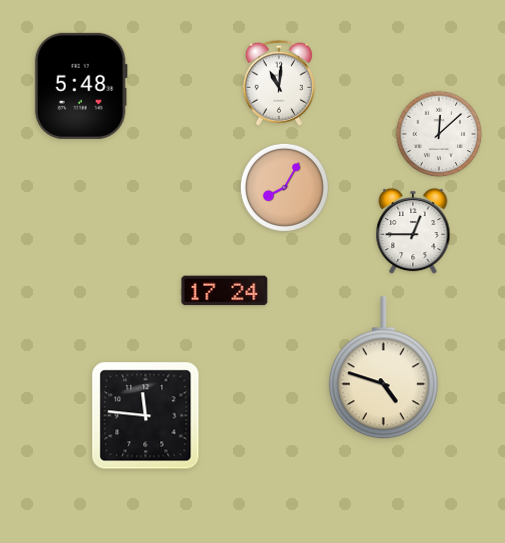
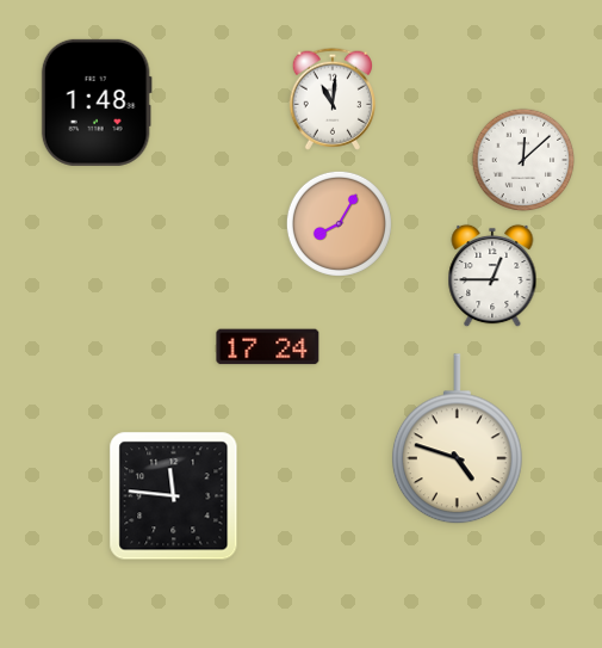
clock at (81, 86): 5:48 -> 1:48
